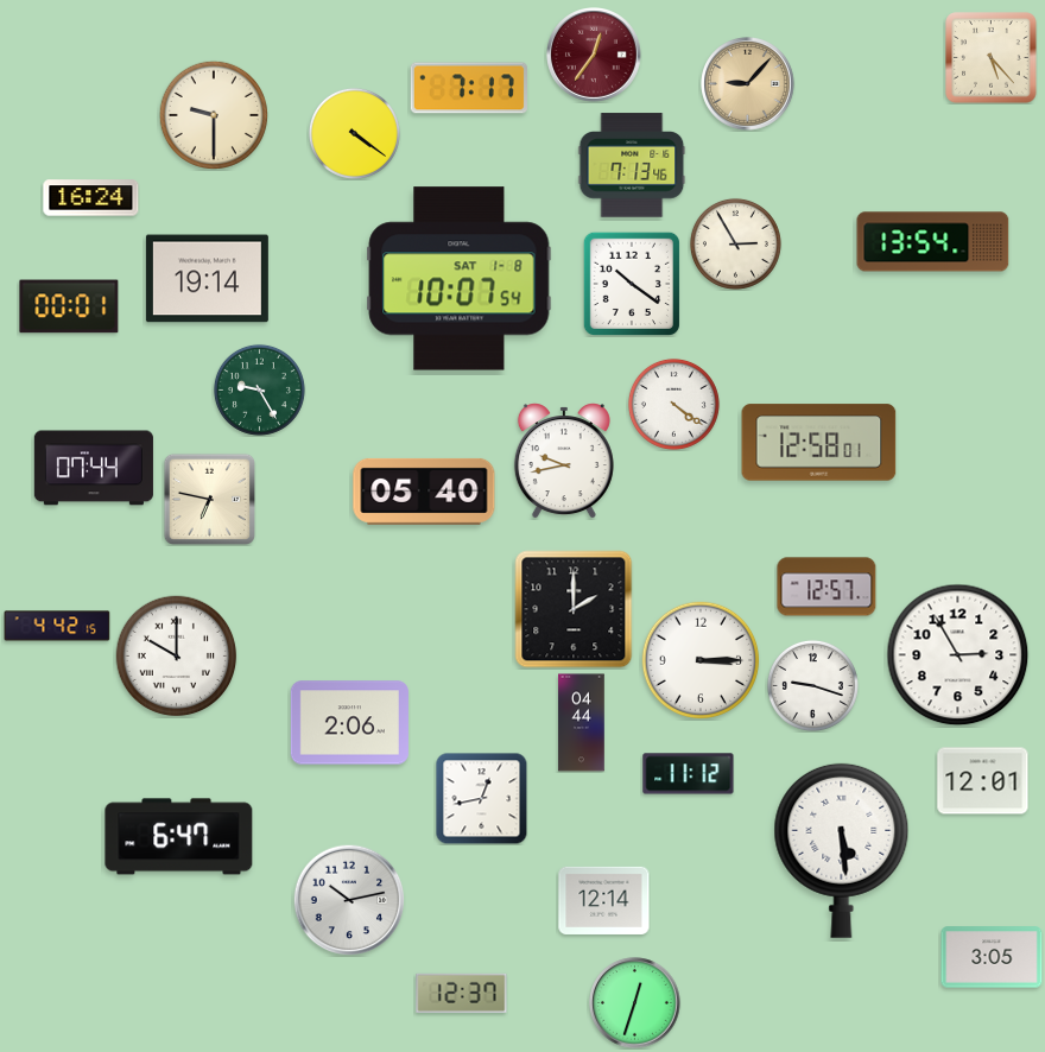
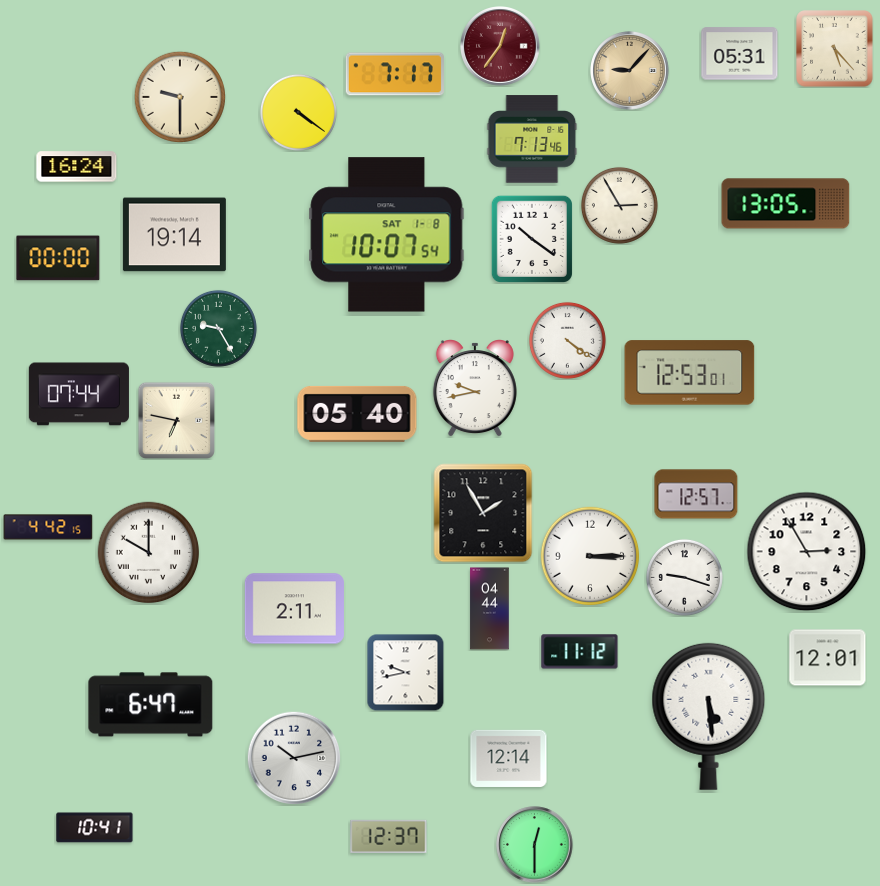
clock at (740, 54): none -> 05:31
clock at (933, 242): 13:54 -> 13:05
clock at (69, 306): 00:01 -> 00:00
clock at (819, 443): 12:58 -> 12:53
clock at (574, 609): 2:00 -> 1:55
clock at (349, 723): 2:06 -> 2:11
clock at (481, 798): 12:43 -> 9:43
clock at (992, 957): 3:05 -> none
clock at (95, 828): none -> 10:41
clock at (635, 1003): 12:33 -> 12:30
